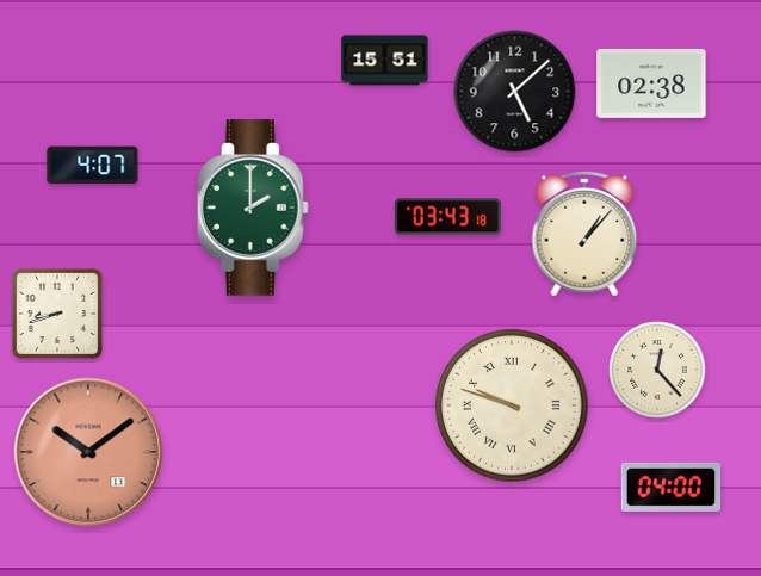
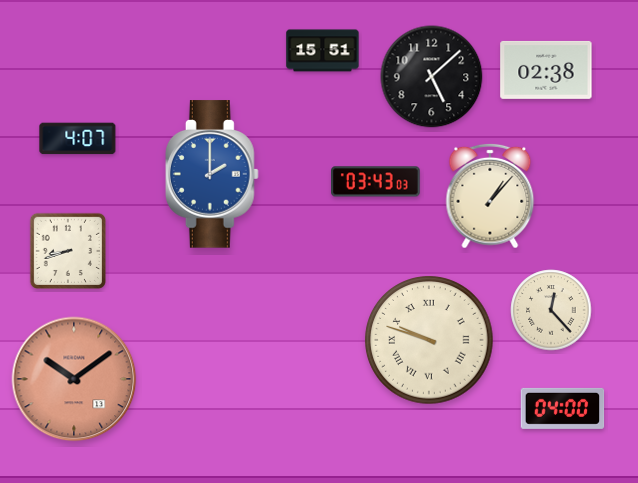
clock at (253, 208) dial: green -> blue
clock at (448, 217): 03:43:18 -> 03:43:03
clock at (57, 314) position: (57, 314) -> (68, 251)
